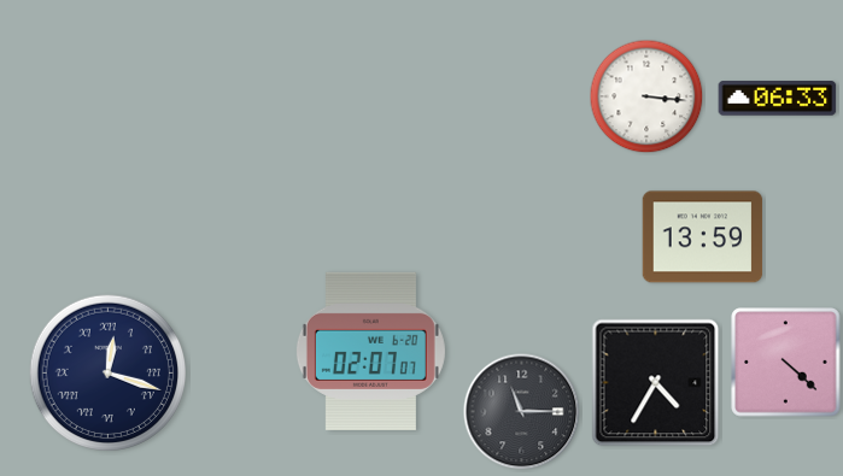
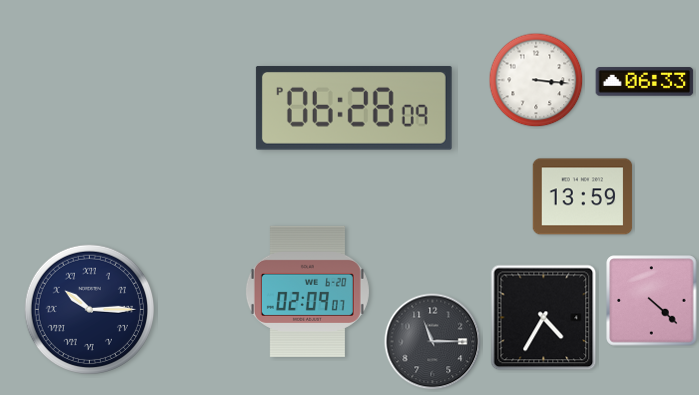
clock at (354, 108): none -> 06:28
clock at (370, 351): 02:07 -> 02:09
clock at (107, 372): 12:18 -> 10:15
